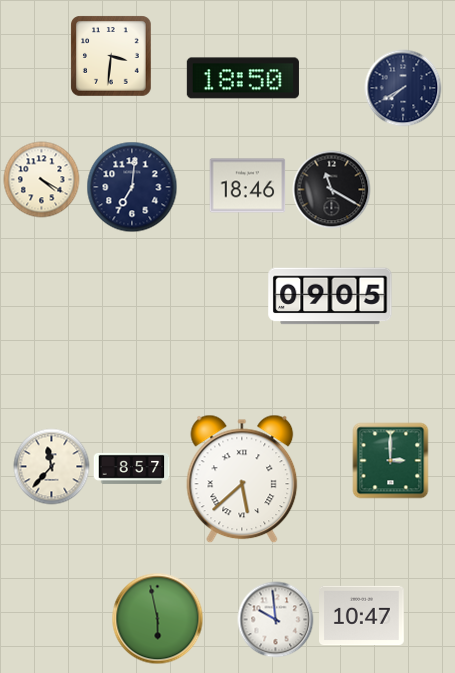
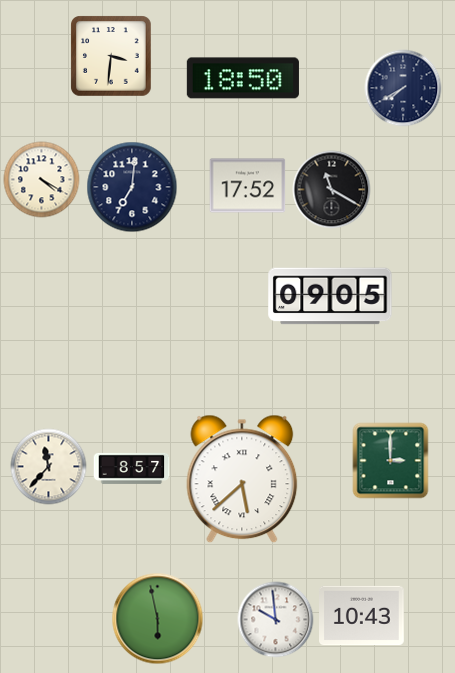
clock at (248, 186): 18:46 -> 17:52
clock at (52, 467) position: (52, 467) -> (49, 467)
clock at (362, 616): 10:47 -> 10:43
